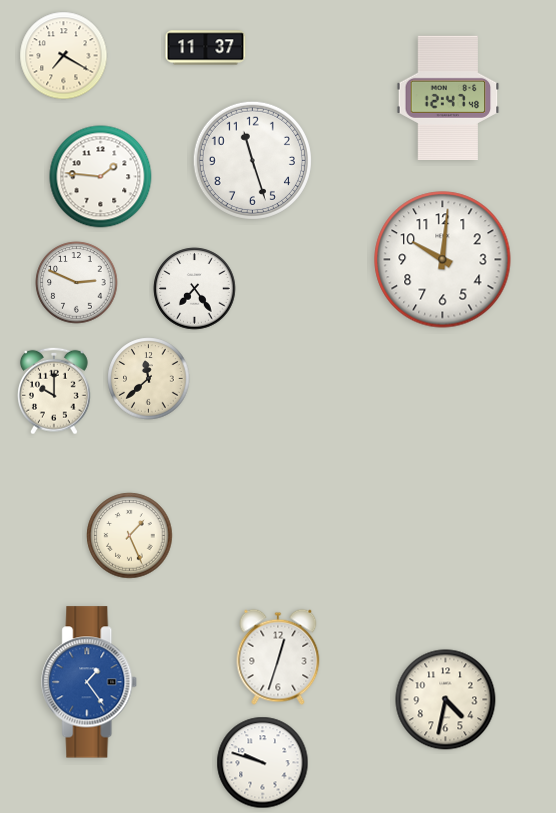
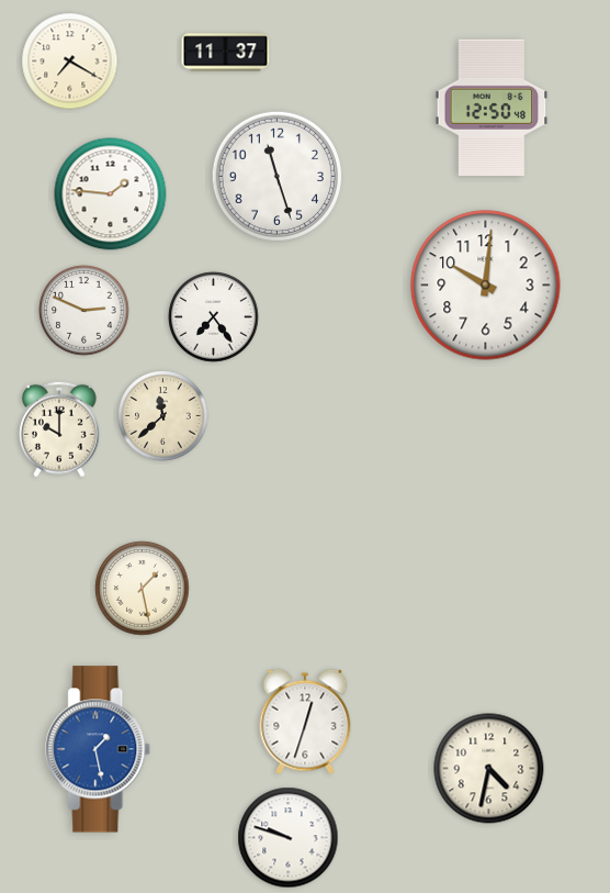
clock at (448, 98): 12:47 -> 12:50
clock at (130, 536): 1:26 -> 1:28
clock at (90, 682): 1:24 -> 1:28
